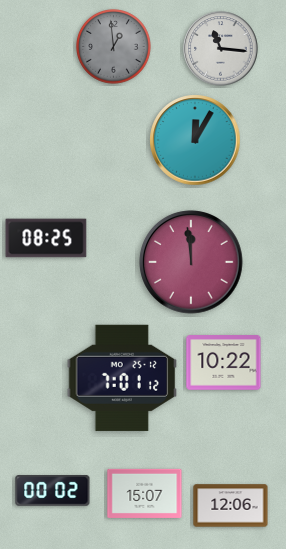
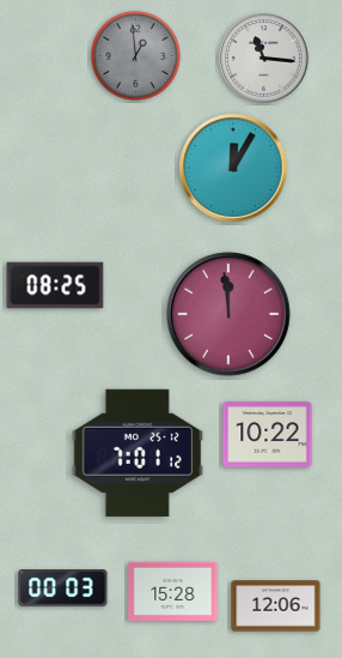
clock at (122, 378) position: (122, 378) -> (138, 453)
clock at (53, 491): 00:02 -> 00:03
clock at (145, 493): 15:07 -> 15:28
